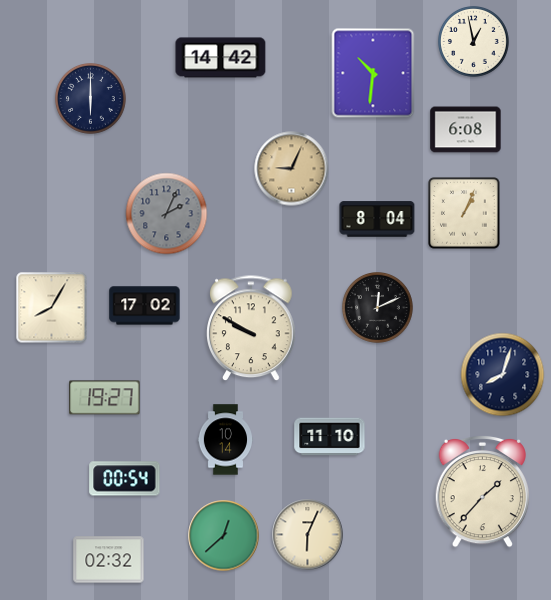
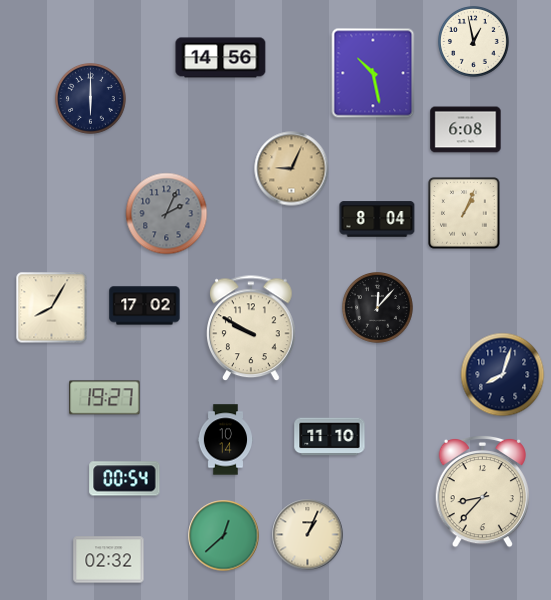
clock at (221, 58): 14:42 -> 14:56
clock at (373, 73): 10:31 -> 10:28
clock at (378, 308): 12:11 -> 12:07
clock at (482, 491): 1:37 -> 8:37
clock at (308, 535): 6:04 -> 1:04
